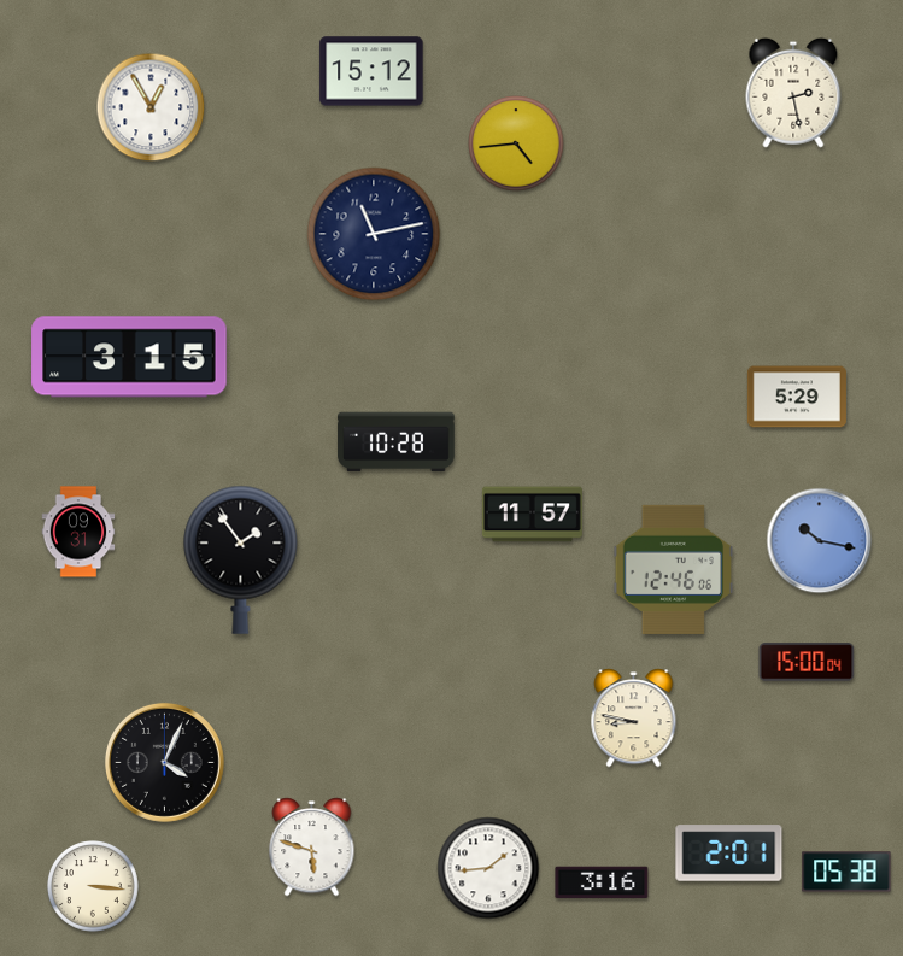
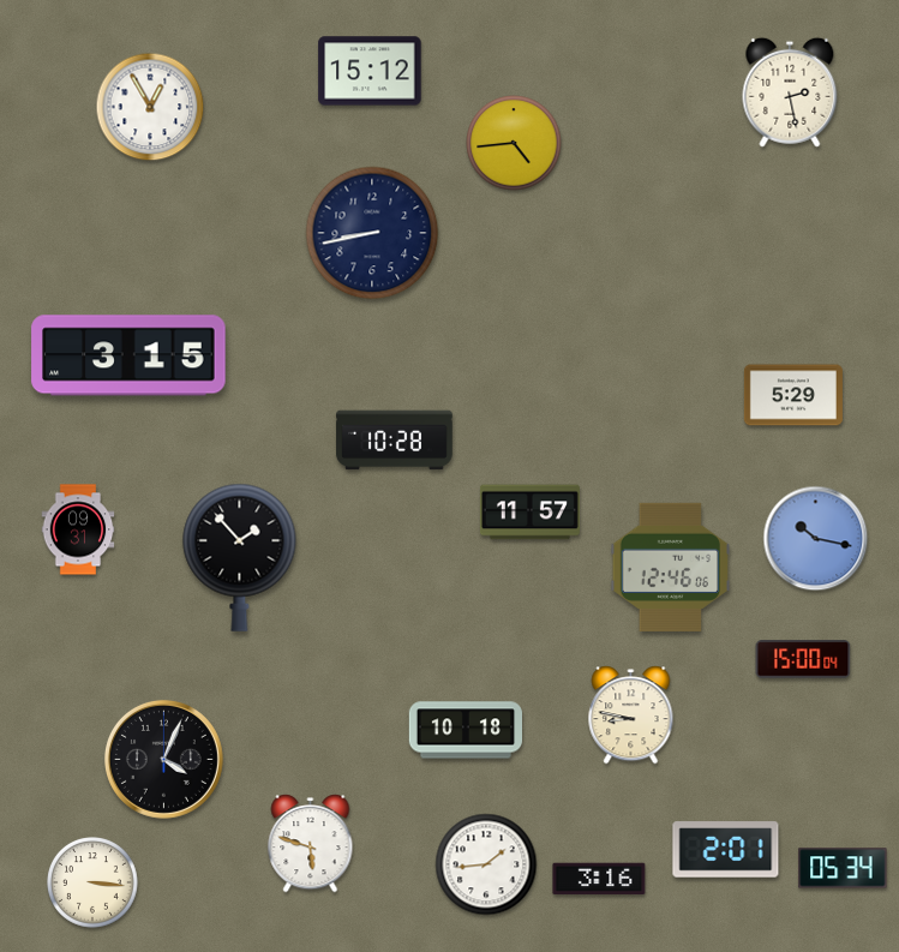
clock at (374, 234): 11:13 -> 8:43
clock at (241, 559): 1:54 -> 1:53
clock at (465, 730): none -> 10:18
clock at (846, 872): 05:38 -> 05:34
